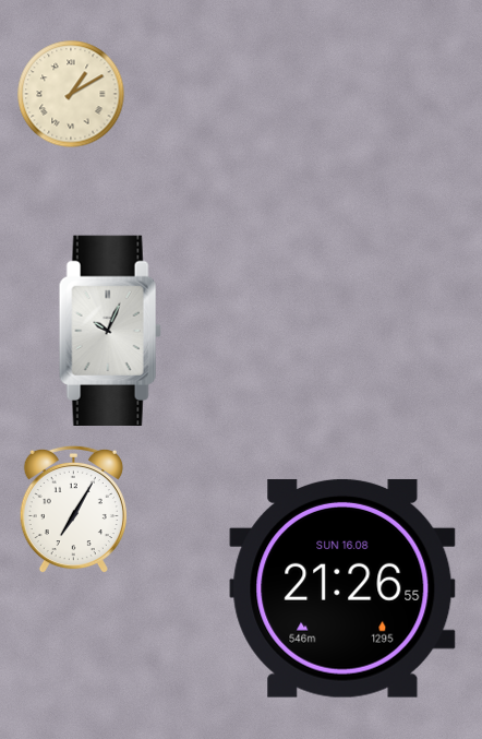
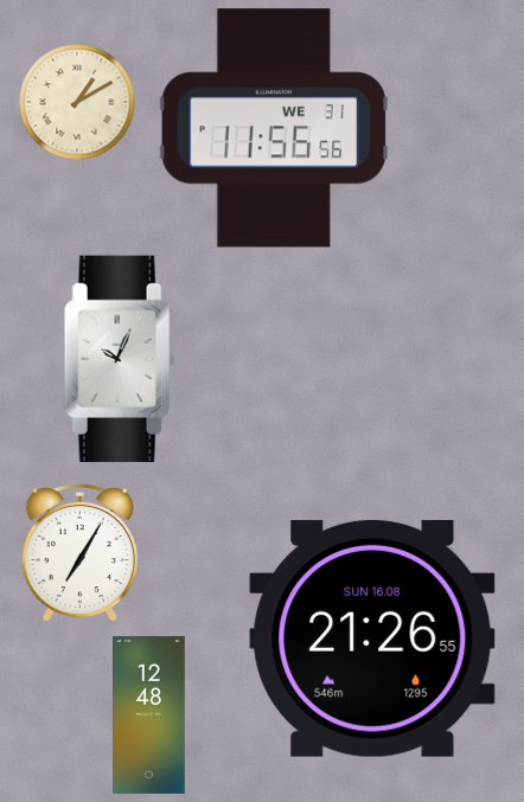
clock at (274, 128): none -> 11:56
clock at (149, 714): none -> 12:48
